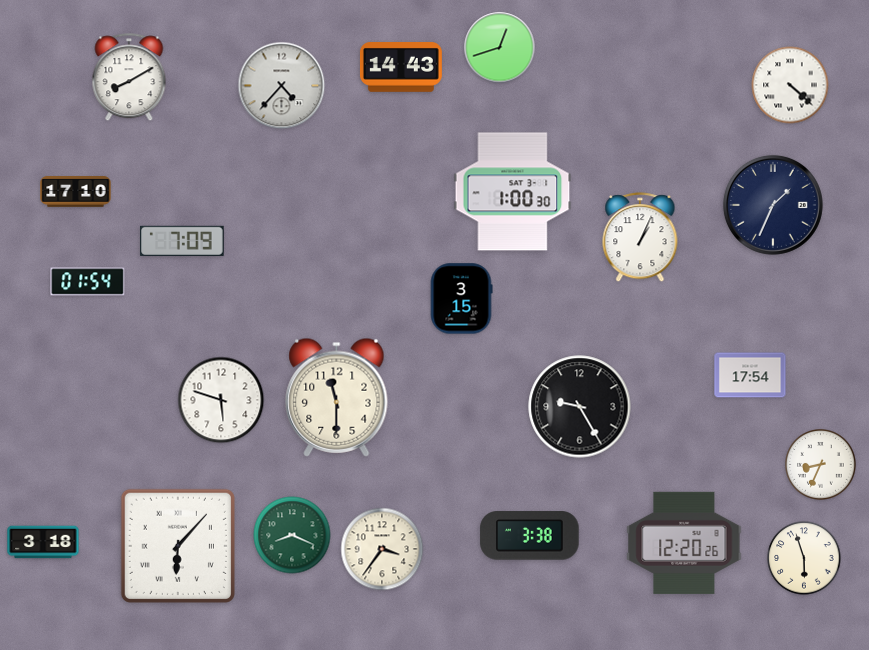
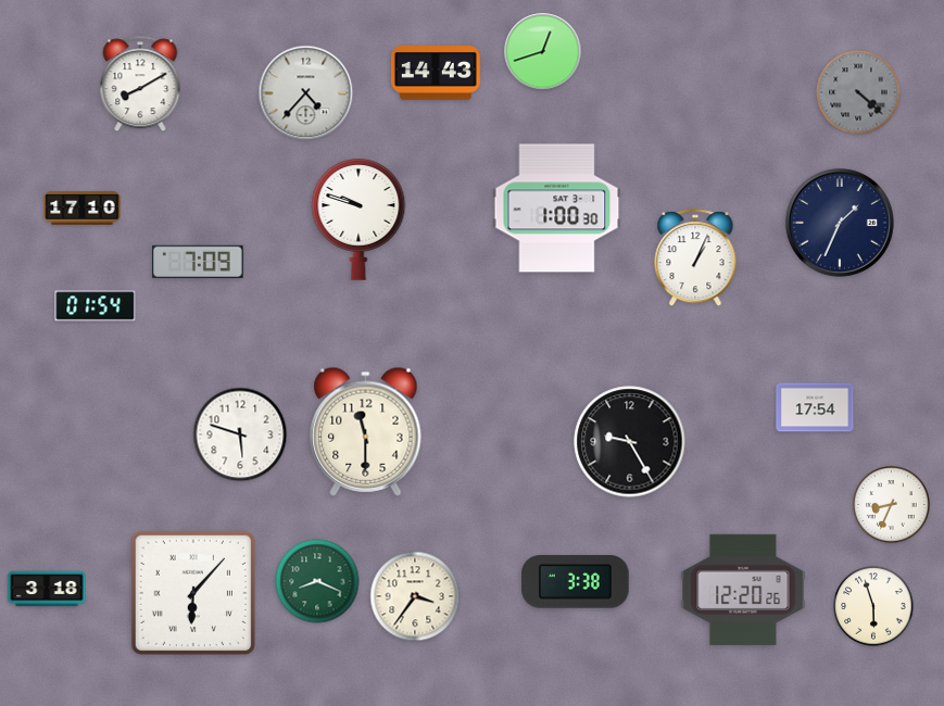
clock at (790, 85) dial: white -> grey
clock at (358, 219): none -> 9:48
clock at (461, 299): 3:15 -> none
